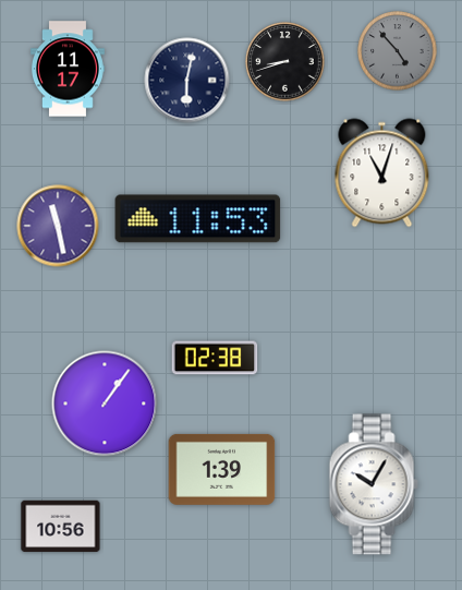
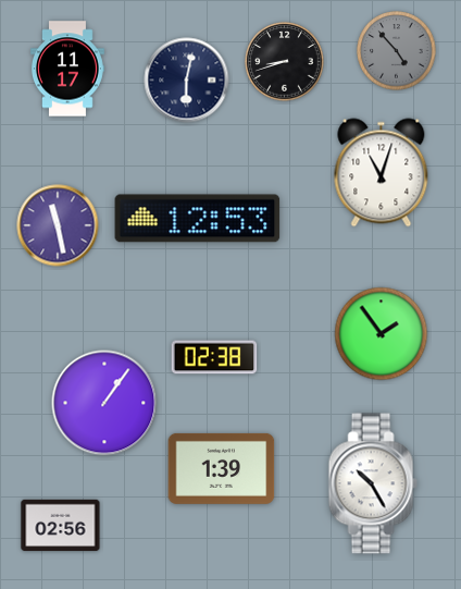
clock at (198, 219): 11:53 -> 12:53
clock at (382, 334): none -> 1:54
clock at (374, 484): 10:05 -> 10:25
clock at (61, 527): 10:56 -> 02:56
